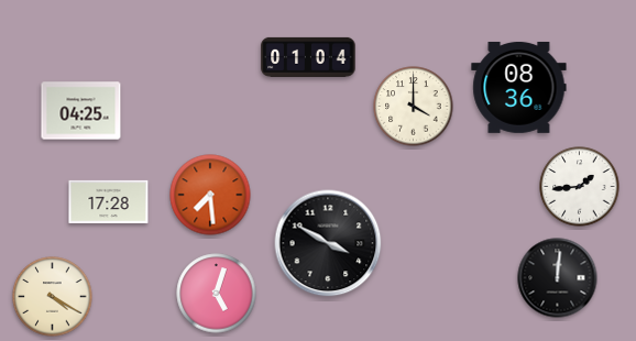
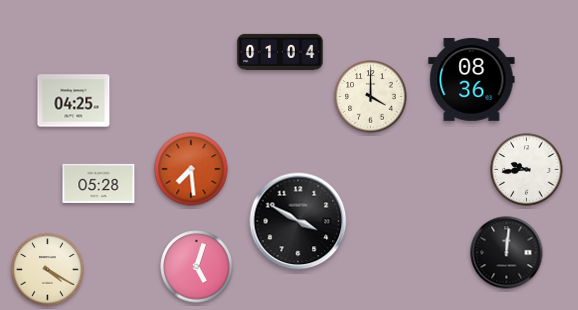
clock at (414, 107) position: (414, 107) -> (371, 97)
clock at (580, 187): 1:44 -> 9:44
clock at (210, 195) position: (210, 195) -> (191, 169)
clock at (109, 201): 17:28 -> 05:28
